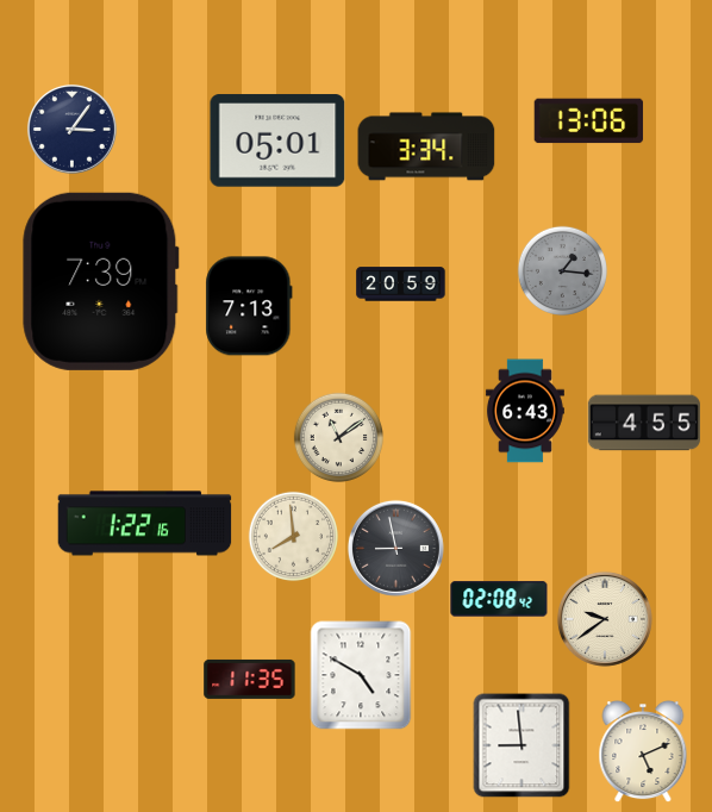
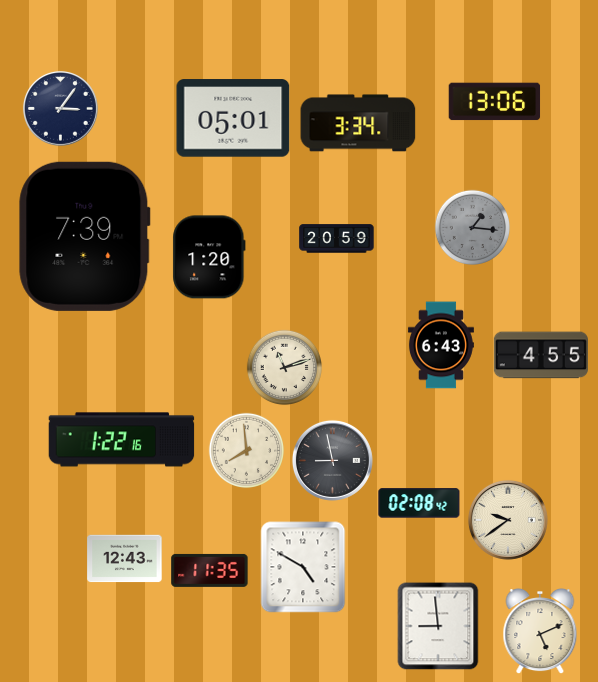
clock at (249, 306): 7:13 -> 1:20
clock at (339, 438): 11:09 -> 11:12
clock at (125, 559): none -> 12:43
